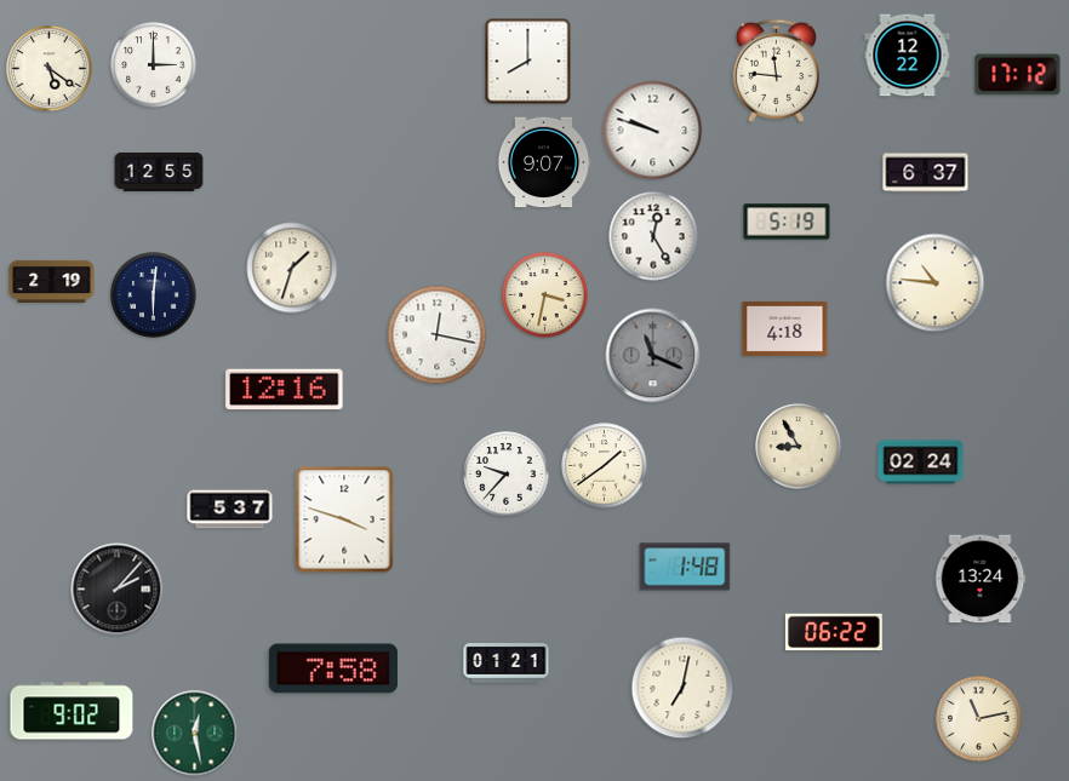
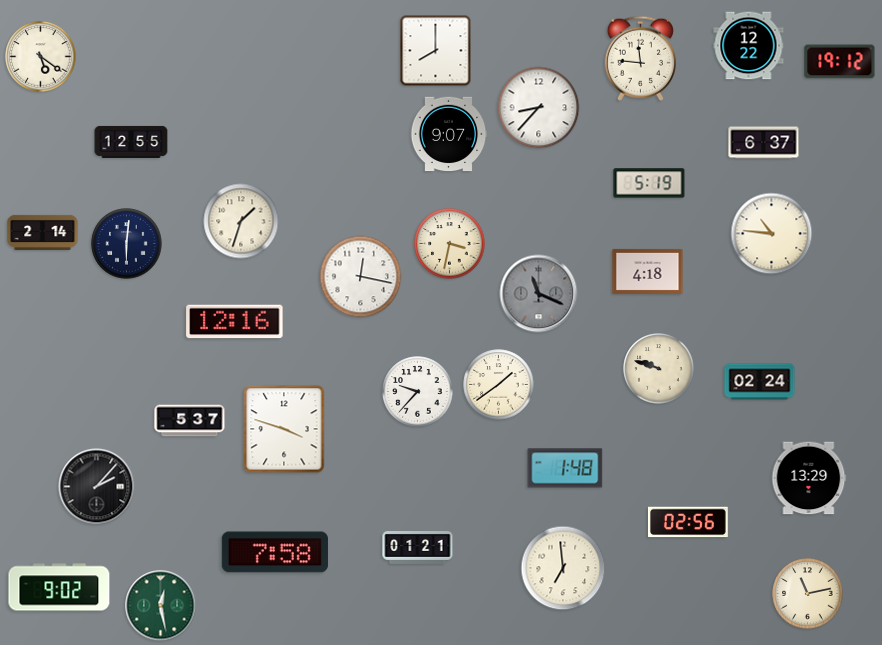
clock at (154, 65): 3:00 -> none
clock at (1018, 75): 17:12 -> 19:12
clock at (653, 131): 9:48 -> 8:37
clock at (653, 236): 12:25 -> none
clock at (52, 281): 2:19 -> 2:14
clock at (799, 447): 8:55 -> 9:48
clock at (981, 579): 13:24 -> 13:29
clock at (835, 632): 06:22 -> 02:56
clock at (682, 688): 7:02 -> 6:59
